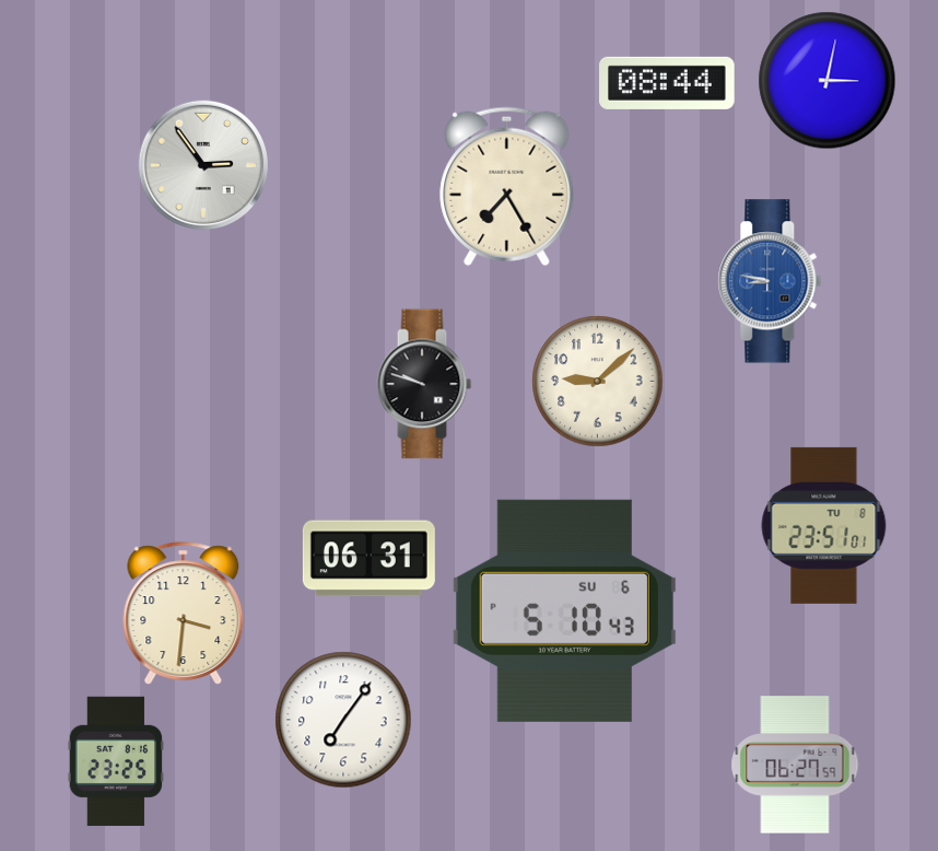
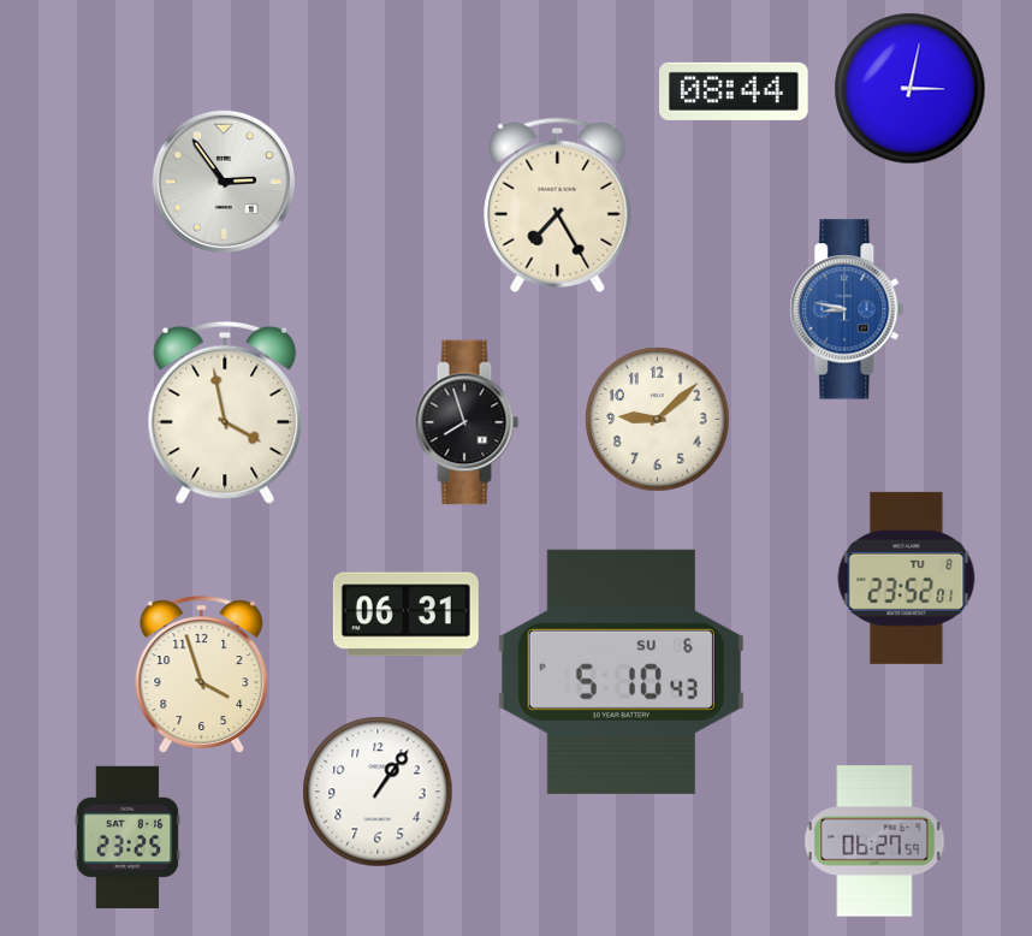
clock at (225, 413): none -> 3:58
clock at (424, 384): 9:48 -> 7:57
clock at (824, 525): 23:51 -> 23:52
clock at (184, 614): 3:31 -> 3:57
clock at (343, 720): 7:06 -> 1:06
